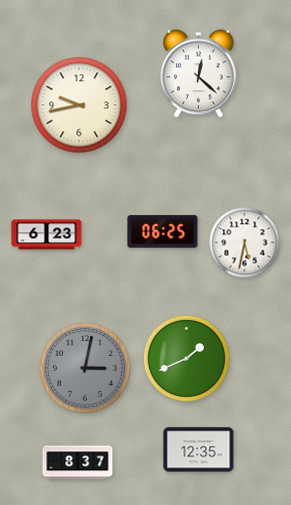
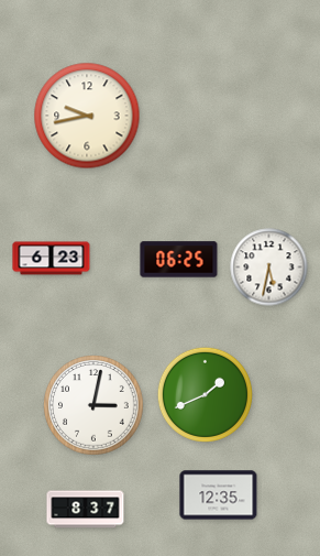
clock at (199, 74): 12:22 -> none
clock at (163, 232) position: (163, 232) -> (179, 260)
clock at (85, 368) dial: grey -> white
